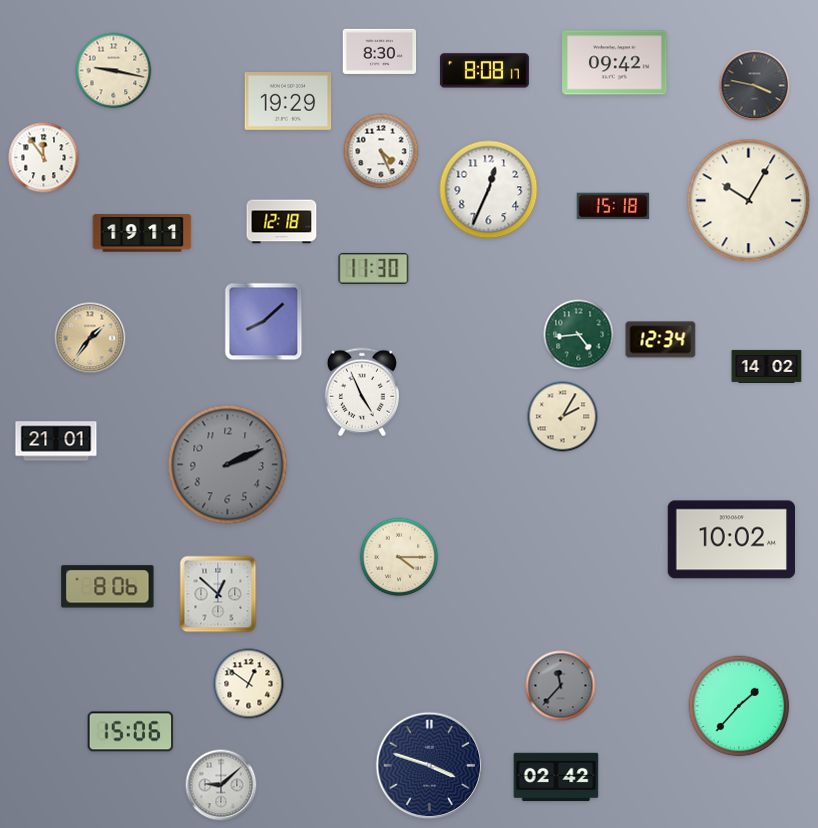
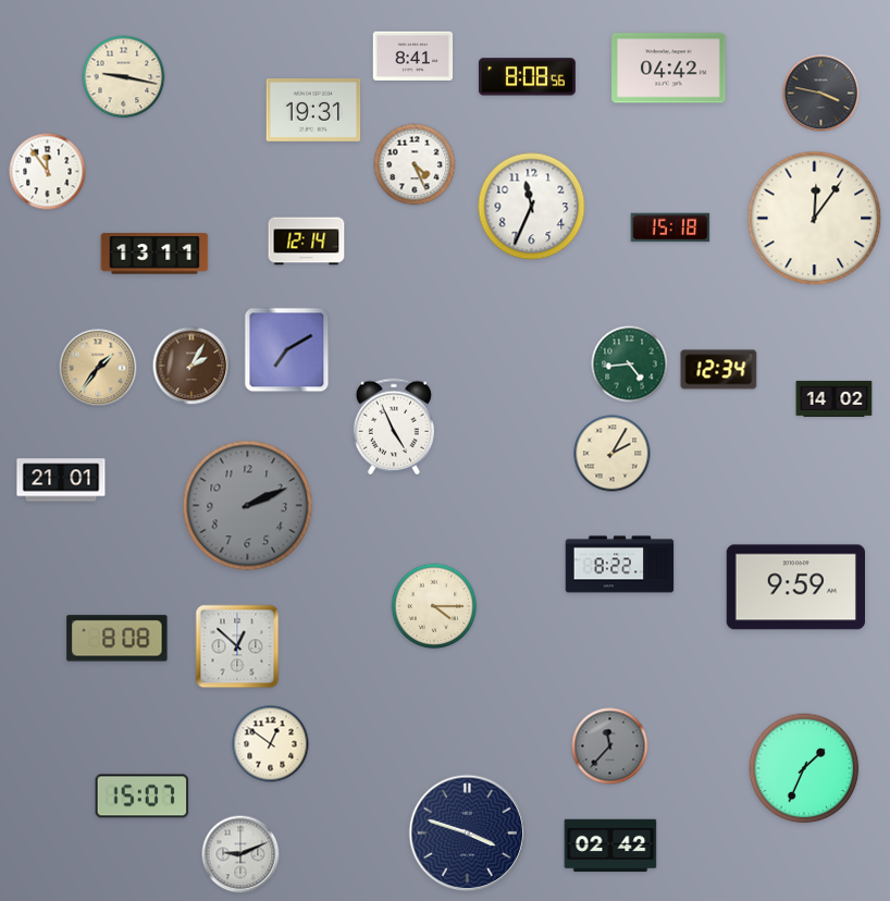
clock at (380, 51): 8:30 -> 8:41
clock at (615, 63): 09:42 -> 04:42
clock at (484, 71): 8:08:17 -> 8:08:56
clock at (288, 102): 19:29 -> 19:31
clock at (489, 190): 12:34 -> 11:34
clock at (749, 201): 10:05 -> 12:06
clock at (613, 206) position: (613, 206) -> (670, 227)
clock at (282, 222): 12:18 -> 12:14
clock at (142, 233): 19:11 -> 13:11
clock at (374, 268): 11:30 -> none
clock at (264, 322): 8:08 -> 7:10
clock at (191, 366): none -> 2:05
clock at (620, 565): none -> 8:22
clock at (731, 540): 10:02 -> 9:59
clock at (108, 587): 8:06 -> 8:08
clock at (739, 706): 1:37 -> 1:34
clock at (131, 732): 15:06 -> 15:07
clock at (556, 777) position: (556, 777) -> (610, 846)
clock at (221, 785): 9:08 -> 9:11
